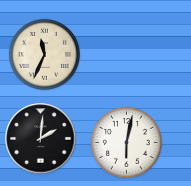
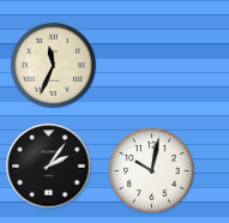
clock at (41, 139): 2:01 -> 2:06
clock at (126, 142): 6:02 -> 10:02
